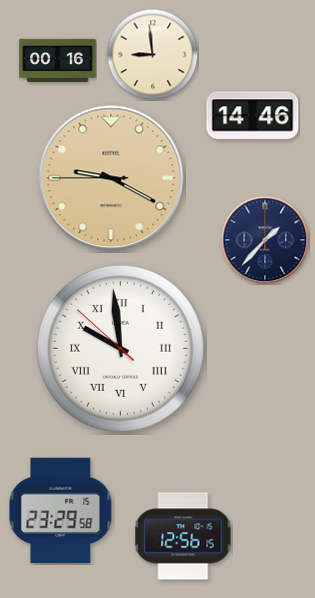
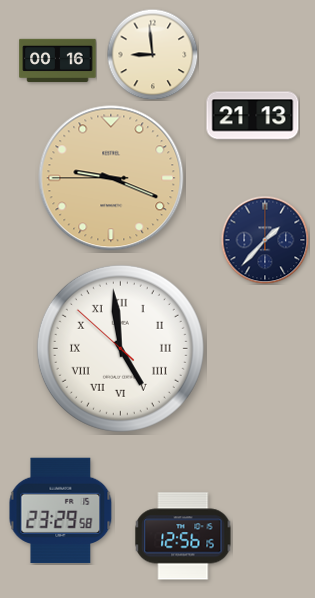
clock at (253, 116): 14:46 -> 21:13
clock at (111, 178): 9:19 -> 9:18
clock at (120, 348): 9:58 -> 4:58
